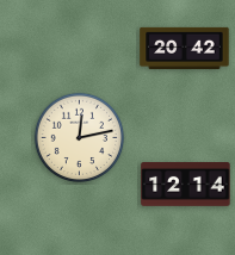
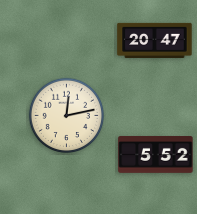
clock at (185, 48): 20:42 -> 20:47
clock at (186, 185): 12:14 -> 5:52
